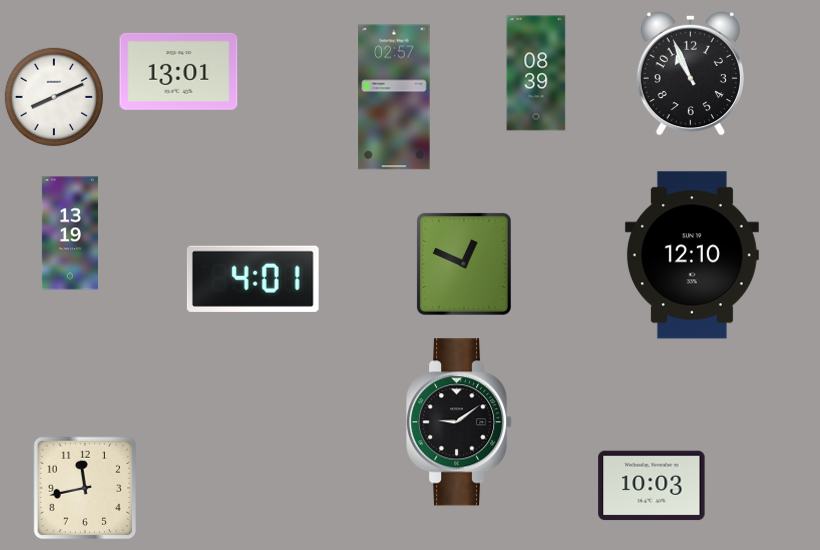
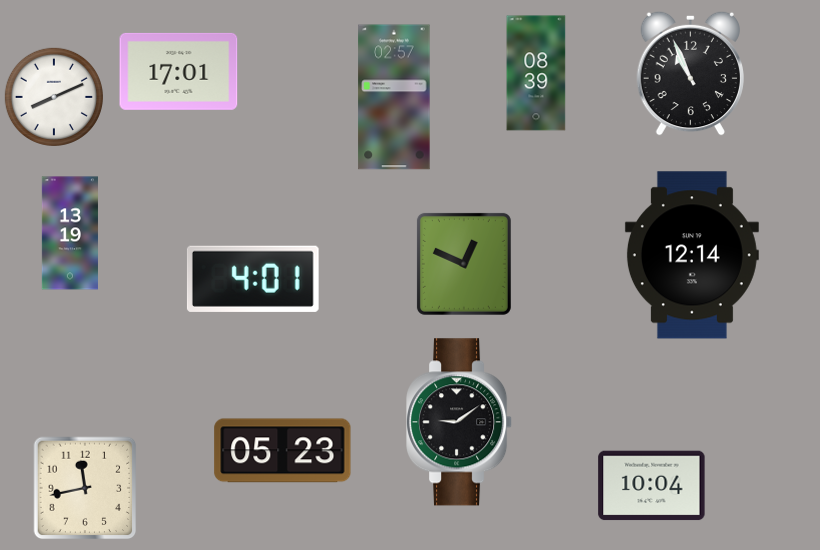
clock at (179, 71): 13:01 -> 17:01
clock at (692, 255): 12:10 -> 12:14
clock at (283, 451): none -> 05:23
clock at (652, 486): 10:03 -> 10:04
